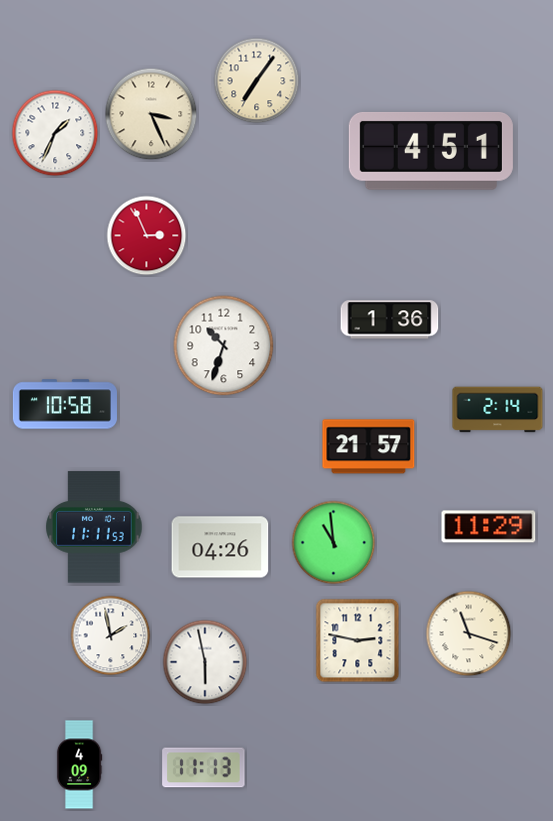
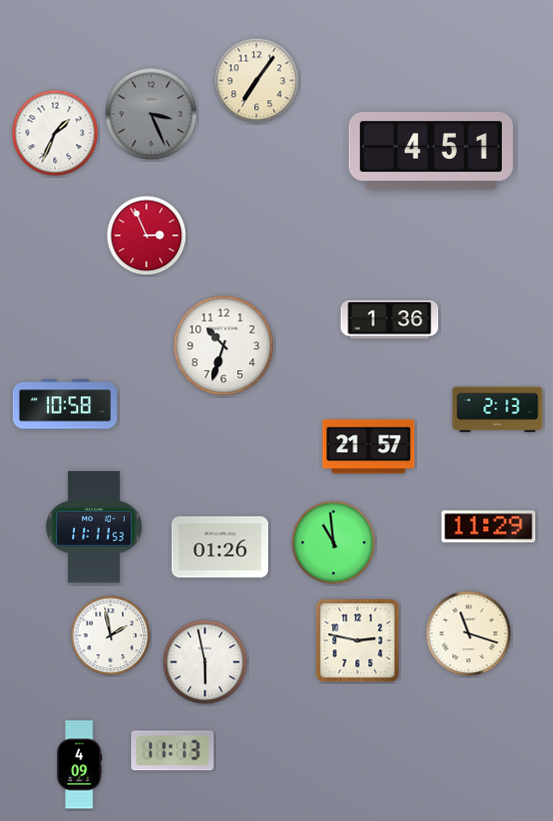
clock at (151, 114) dial: cream -> grey
clock at (498, 410): 2:14 -> 2:13
clock at (220, 547): 04:26 -> 01:26
clock at (204, 768) position: (204, 768) -> (173, 751)
